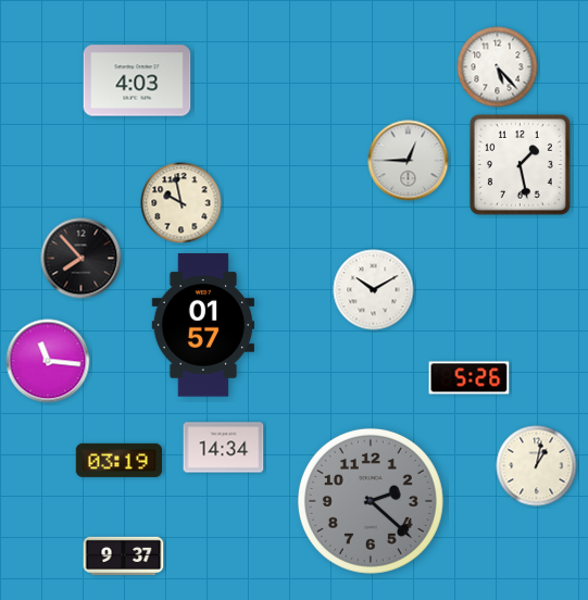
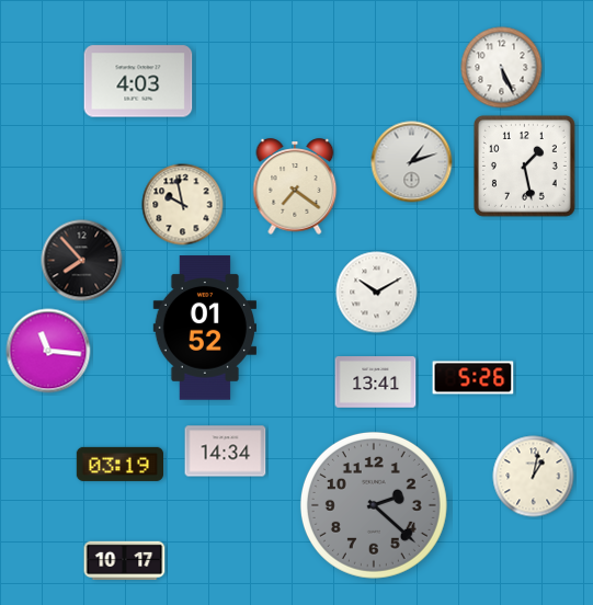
clock at (498, 67): 5:23 -> 5:26
clock at (409, 161): 12:45 -> 1:12
clock at (295, 186): none -> 7:21
clock at (202, 325): 01:57 -> 01:52
clock at (48, 361) position: (48, 361) -> (48, 351)
clock at (470, 378) position: (470, 378) -> (474, 378)
clock at (376, 383): none -> 13:41
clock at (537, 466) position: (537, 466) -> (534, 477)
clock at (124, 557): 9:37 -> 10:17
